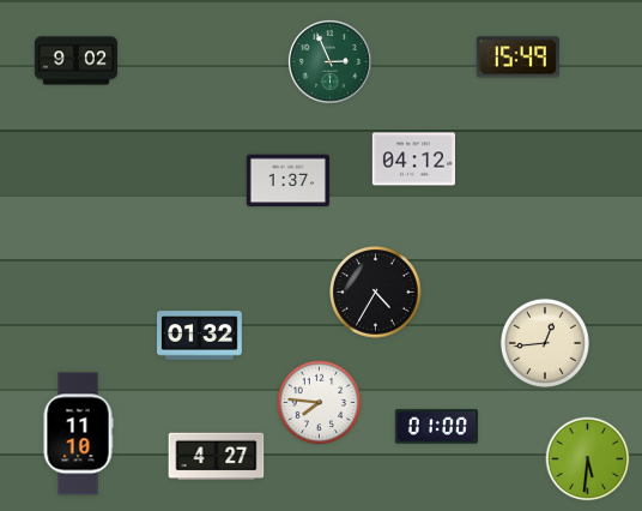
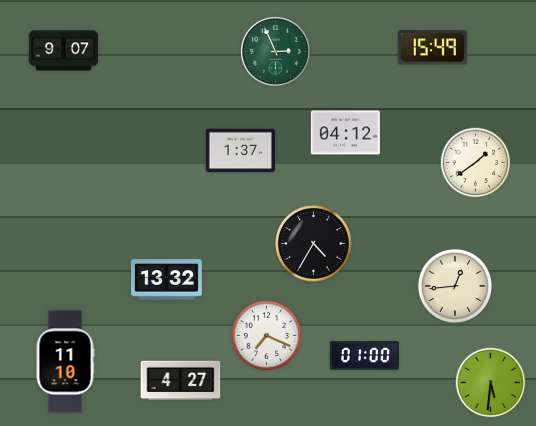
clock at (75, 61): 9:02 -> 9:07
clock at (476, 163): none -> 1:39
clock at (200, 336): 01:32 -> 13:32
clock at (320, 403): 7:46 -> 7:19
